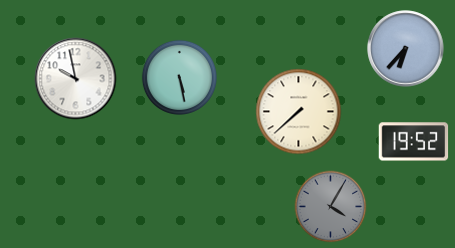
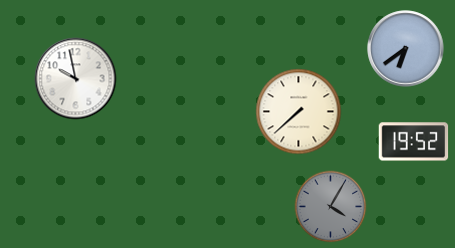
clock at (406, 49): 6:37 -> 6:39
clock at (179, 77): 5:28 -> none
